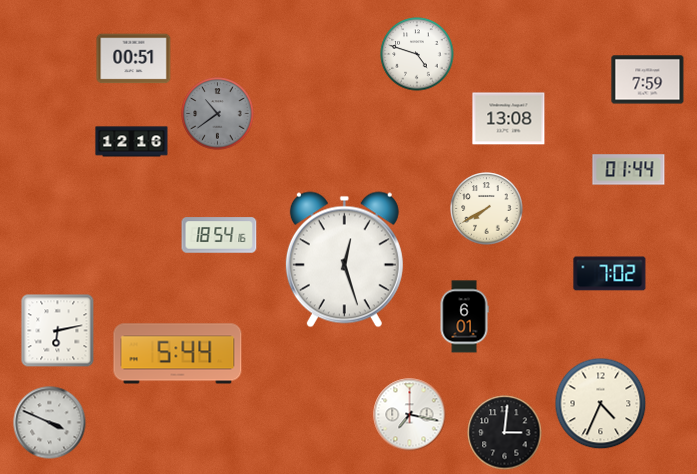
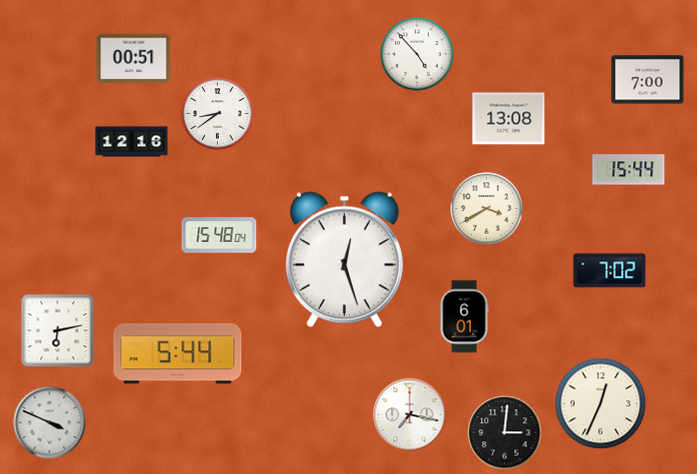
clock at (417, 54): 4:48 -> 4:53
clock at (648, 80): 7:59 -> 7:00
clock at (218, 114): 10:39 -> 8:39
clock at (218, 114) dial: grey -> white
clock at (629, 170): 01:44 -> 15:44
clock at (487, 209): 7:40 -> 3:40
clock at (219, 235): 18:54 -> 15:48
clock at (610, 274) position: (610, 274) -> (610, 271)
clock at (601, 404): 4:34 -> 12:34
